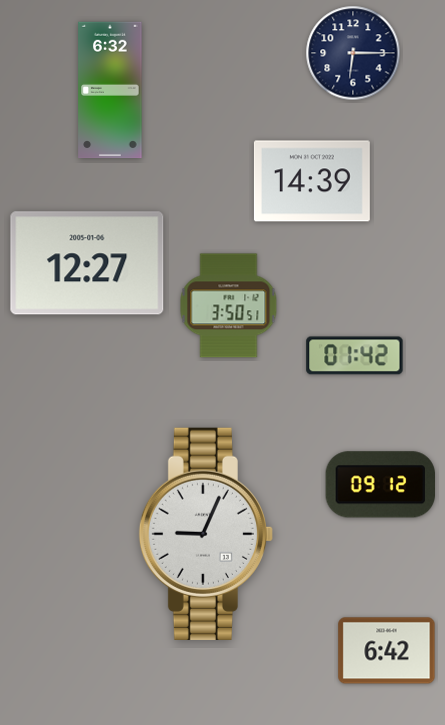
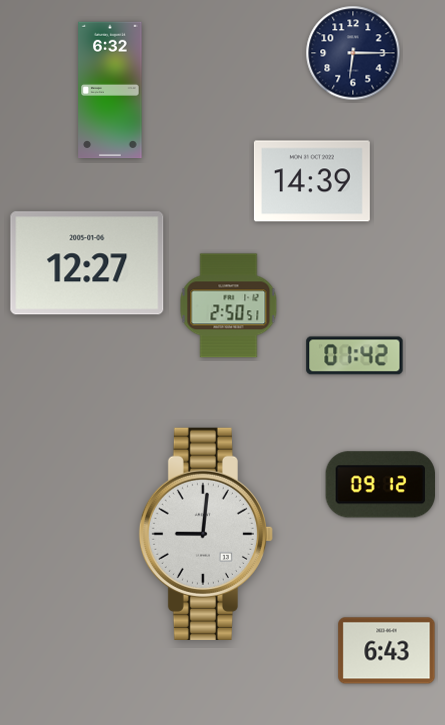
clock at (229, 306): 3:50 -> 2:50
clock at (206, 534): 9:04 -> 9:01
clock at (387, 651): 6:42 -> 6:43
